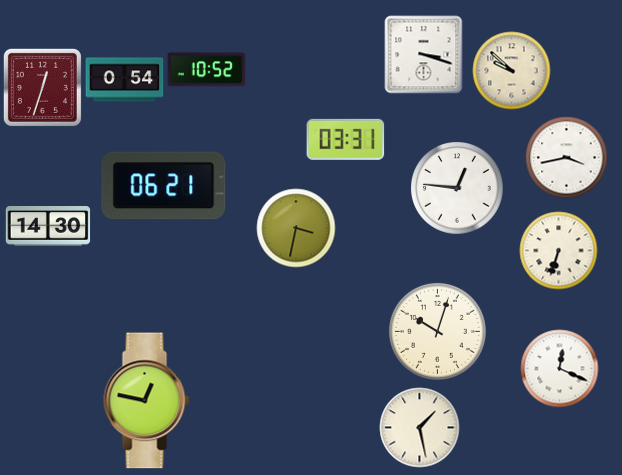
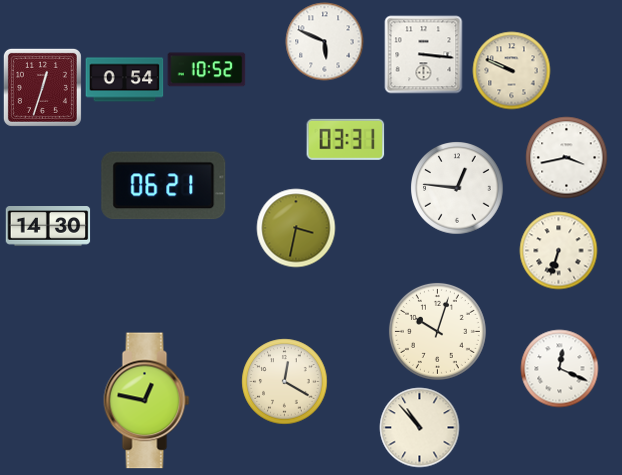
clock at (324, 41): none -> 5:49
clock at (423, 54): 3:18 -> 3:16
clock at (511, 70): 9:52 -> 9:49
clock at (284, 381): none -> 12:20
clock at (419, 427): 1:28 -> 10:53
